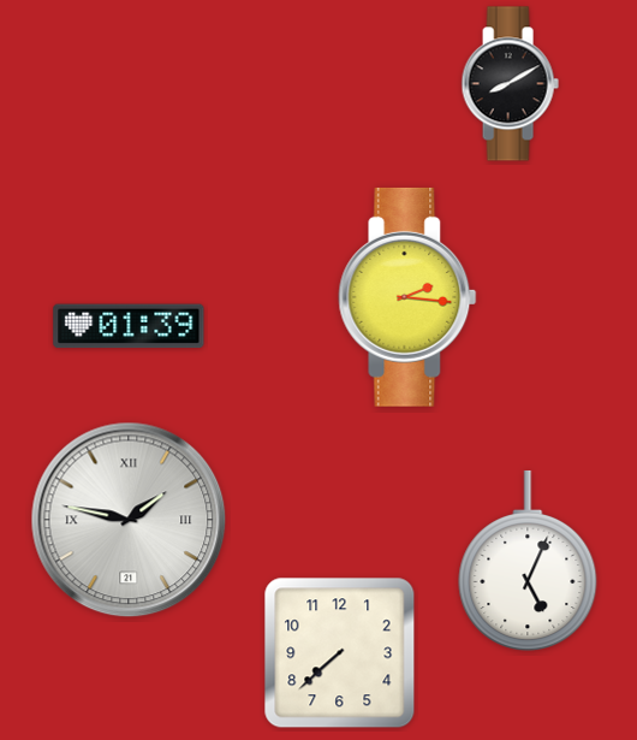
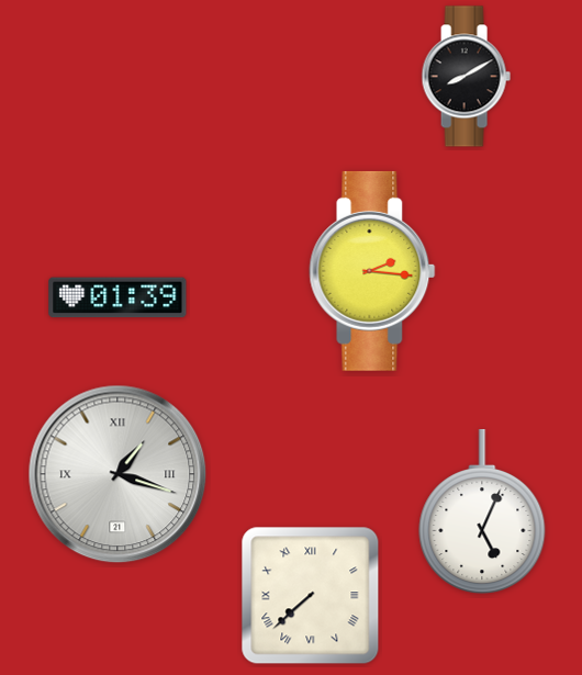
clock at (129, 520): 1:47 -> 1:18
clock at (340, 653) numerals: Arabic -> Roman
